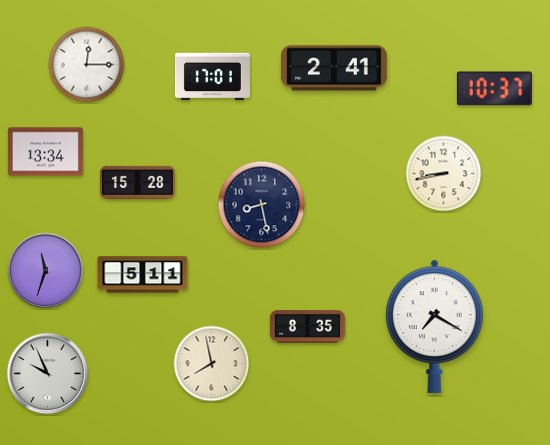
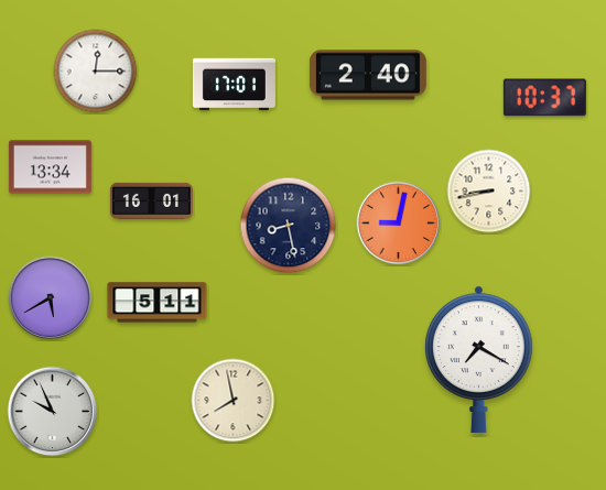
clock at (334, 68): 2:41 -> 2:40
clock at (137, 182): 15:28 -> 16:01
clock at (399, 224): none -> 9:02
clock at (46, 271): 11:33 -> 5:40
clock at (307, 327): 8:35 -> none
